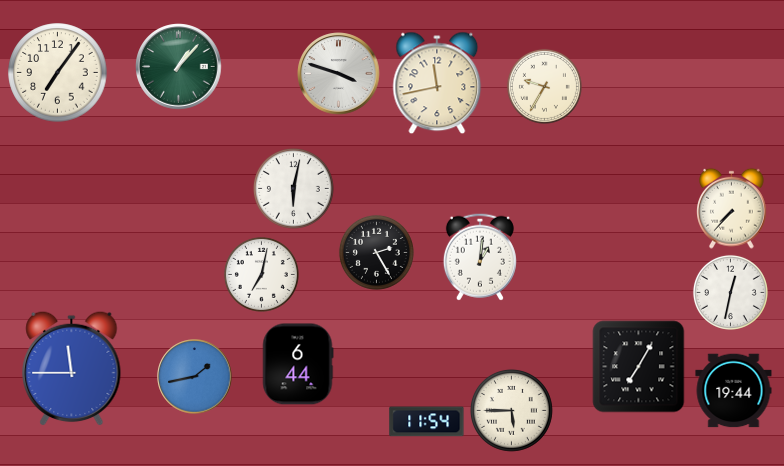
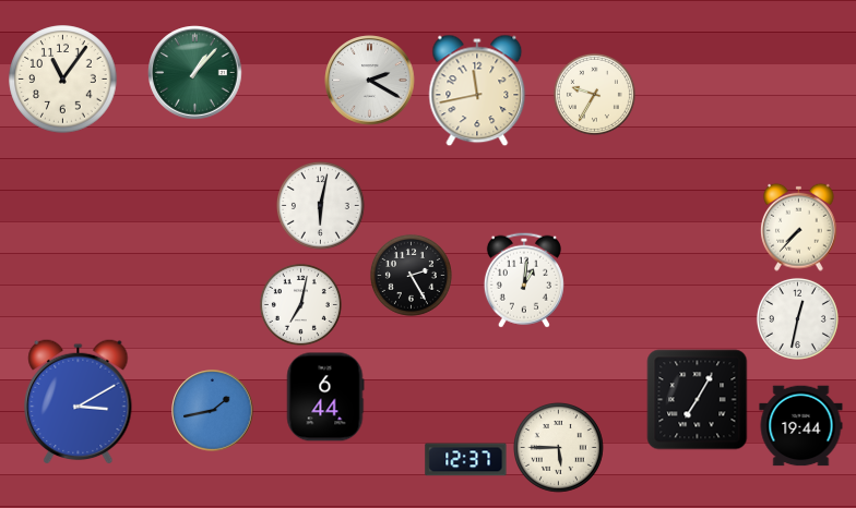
clock at (58, 73): 7:06 -> 11:06
clock at (339, 74): 3:48 -> 2:20
clock at (261, 274) position: (261, 274) -> (300, 304)
clock at (72, 368): 11:45 -> 3:10
clock at (427, 422): 11:54 -> 12:37
